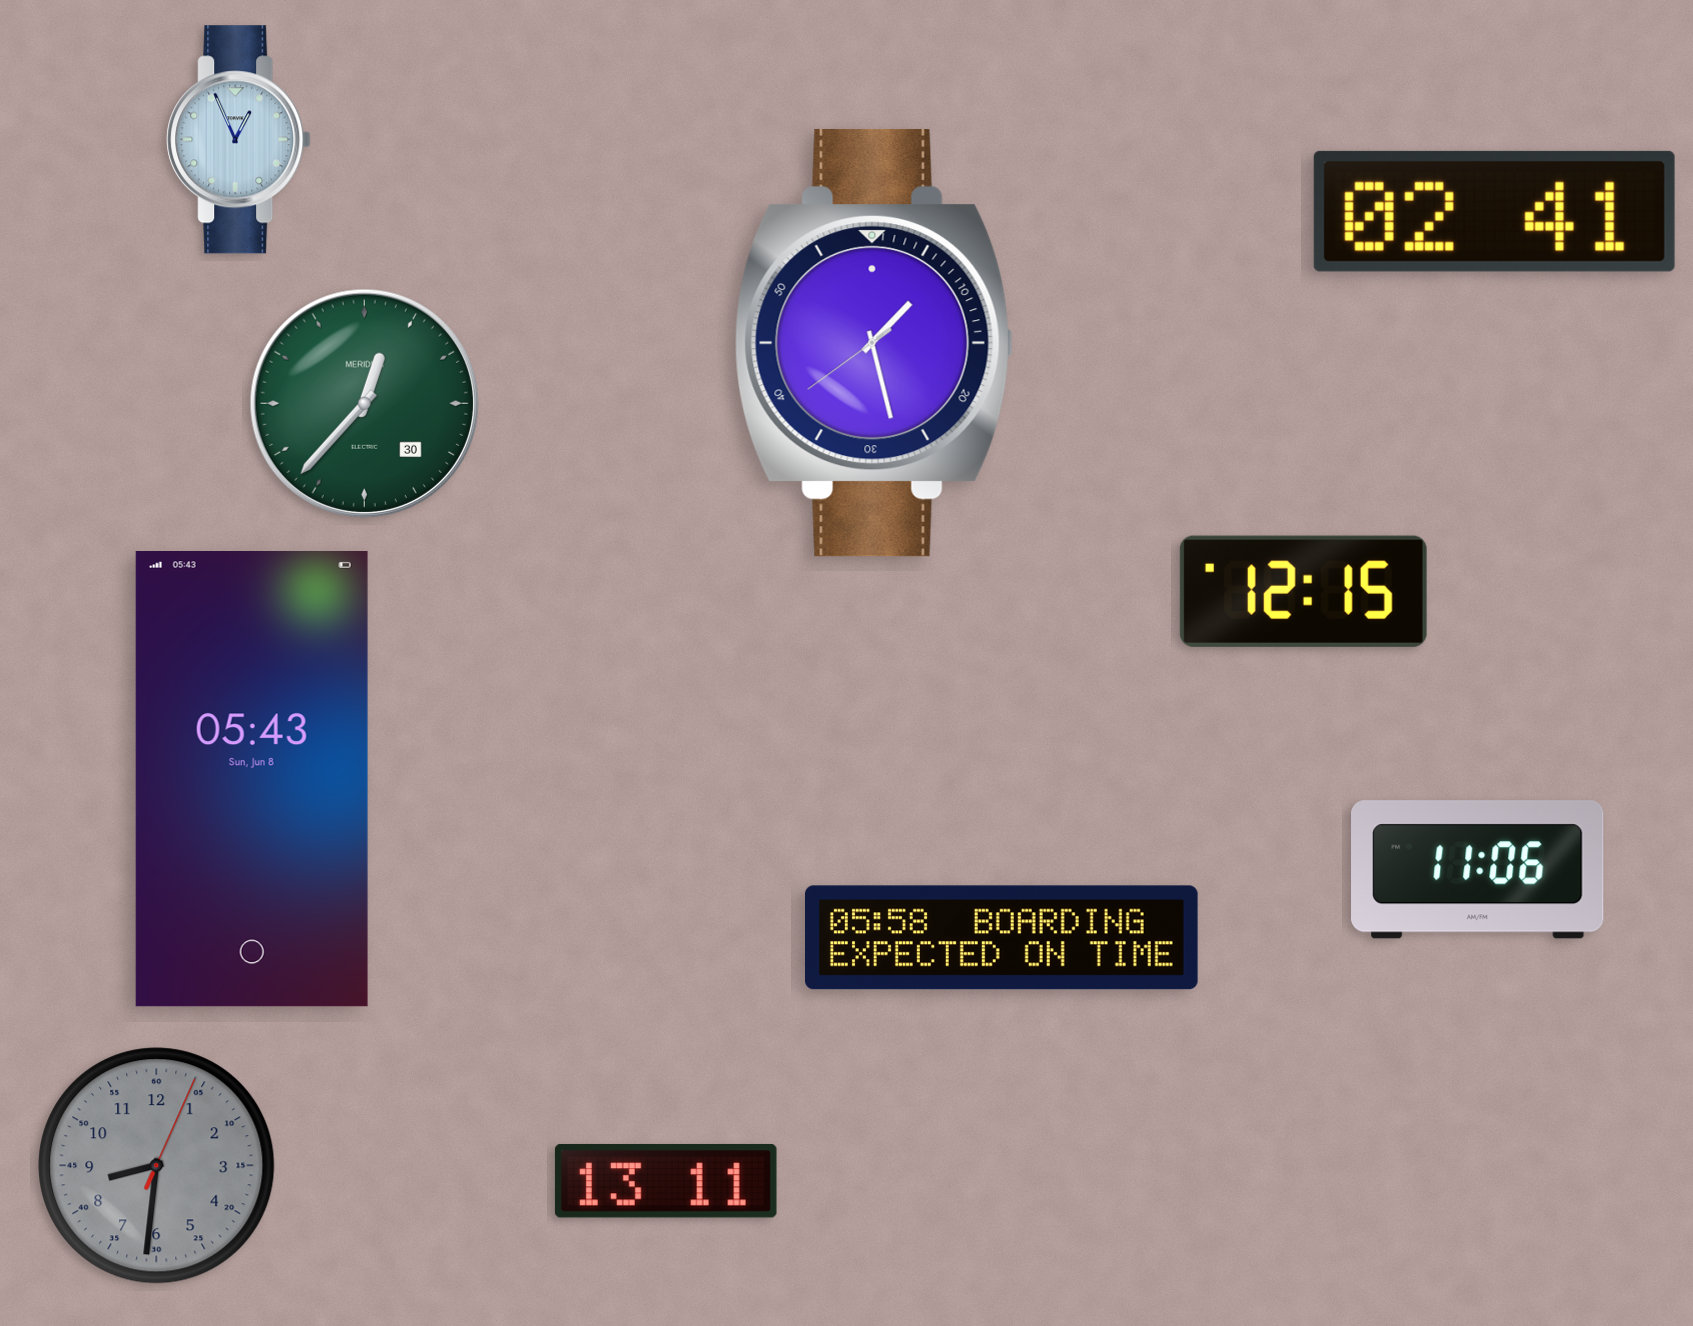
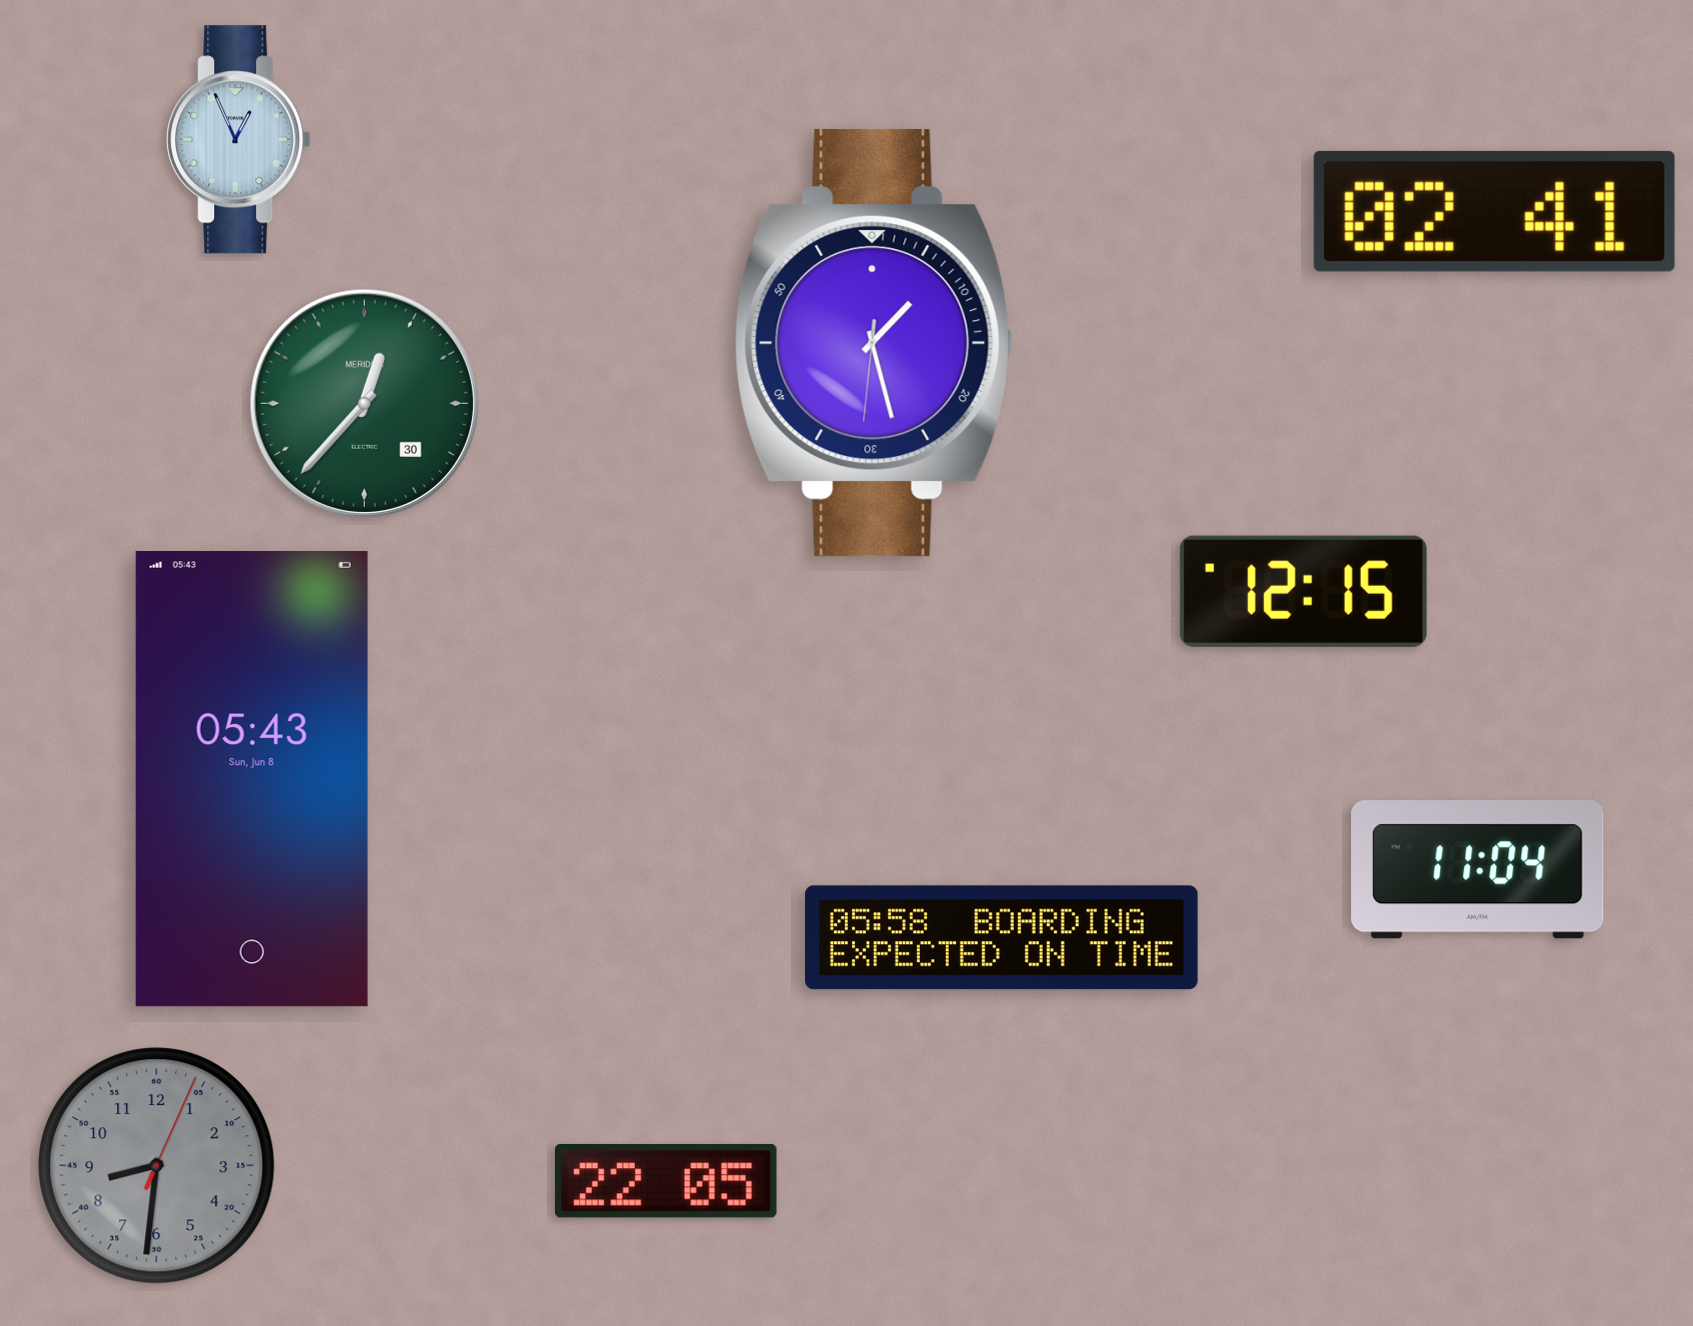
clock at (874, 343): 1:27:39 -> 1:27:31
clock at (1478, 870): 11:06 -> 11:04
clock at (666, 1181): 13:11 -> 22:05
